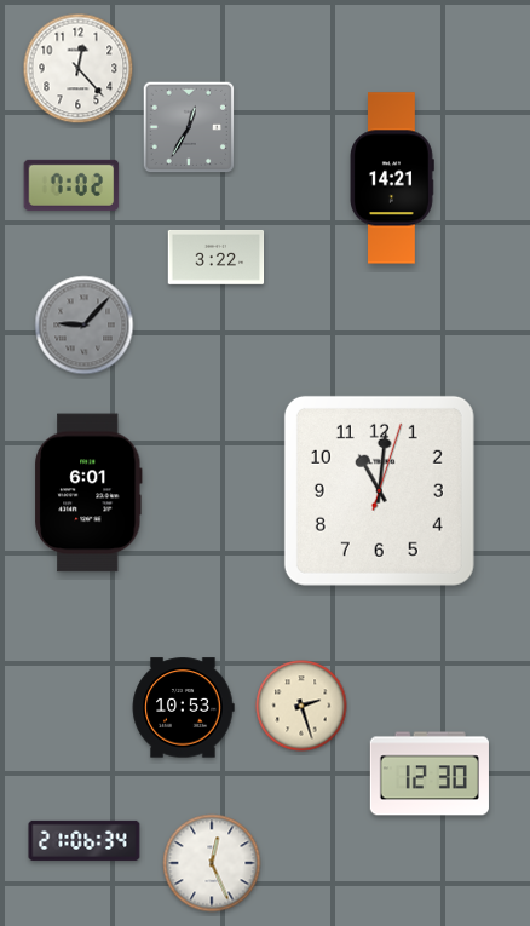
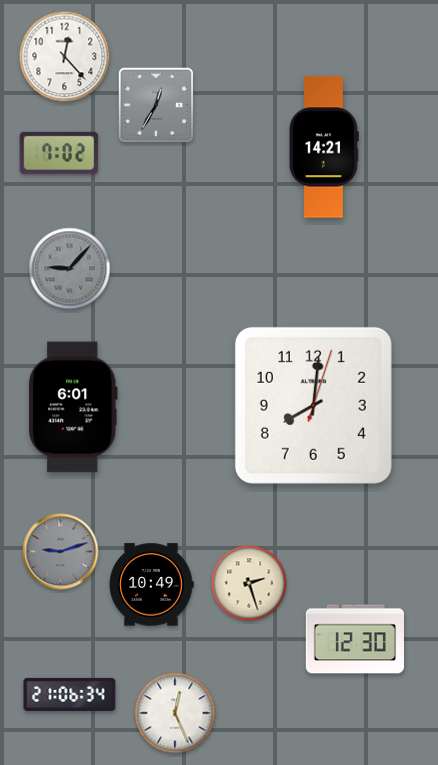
clock at (217, 257): 3:22 -> none
clock at (379, 490): 11:01 -> 8:01
clock at (61, 552): none -> 9:12
clock at (183, 708): 10:53 -> 10:49
